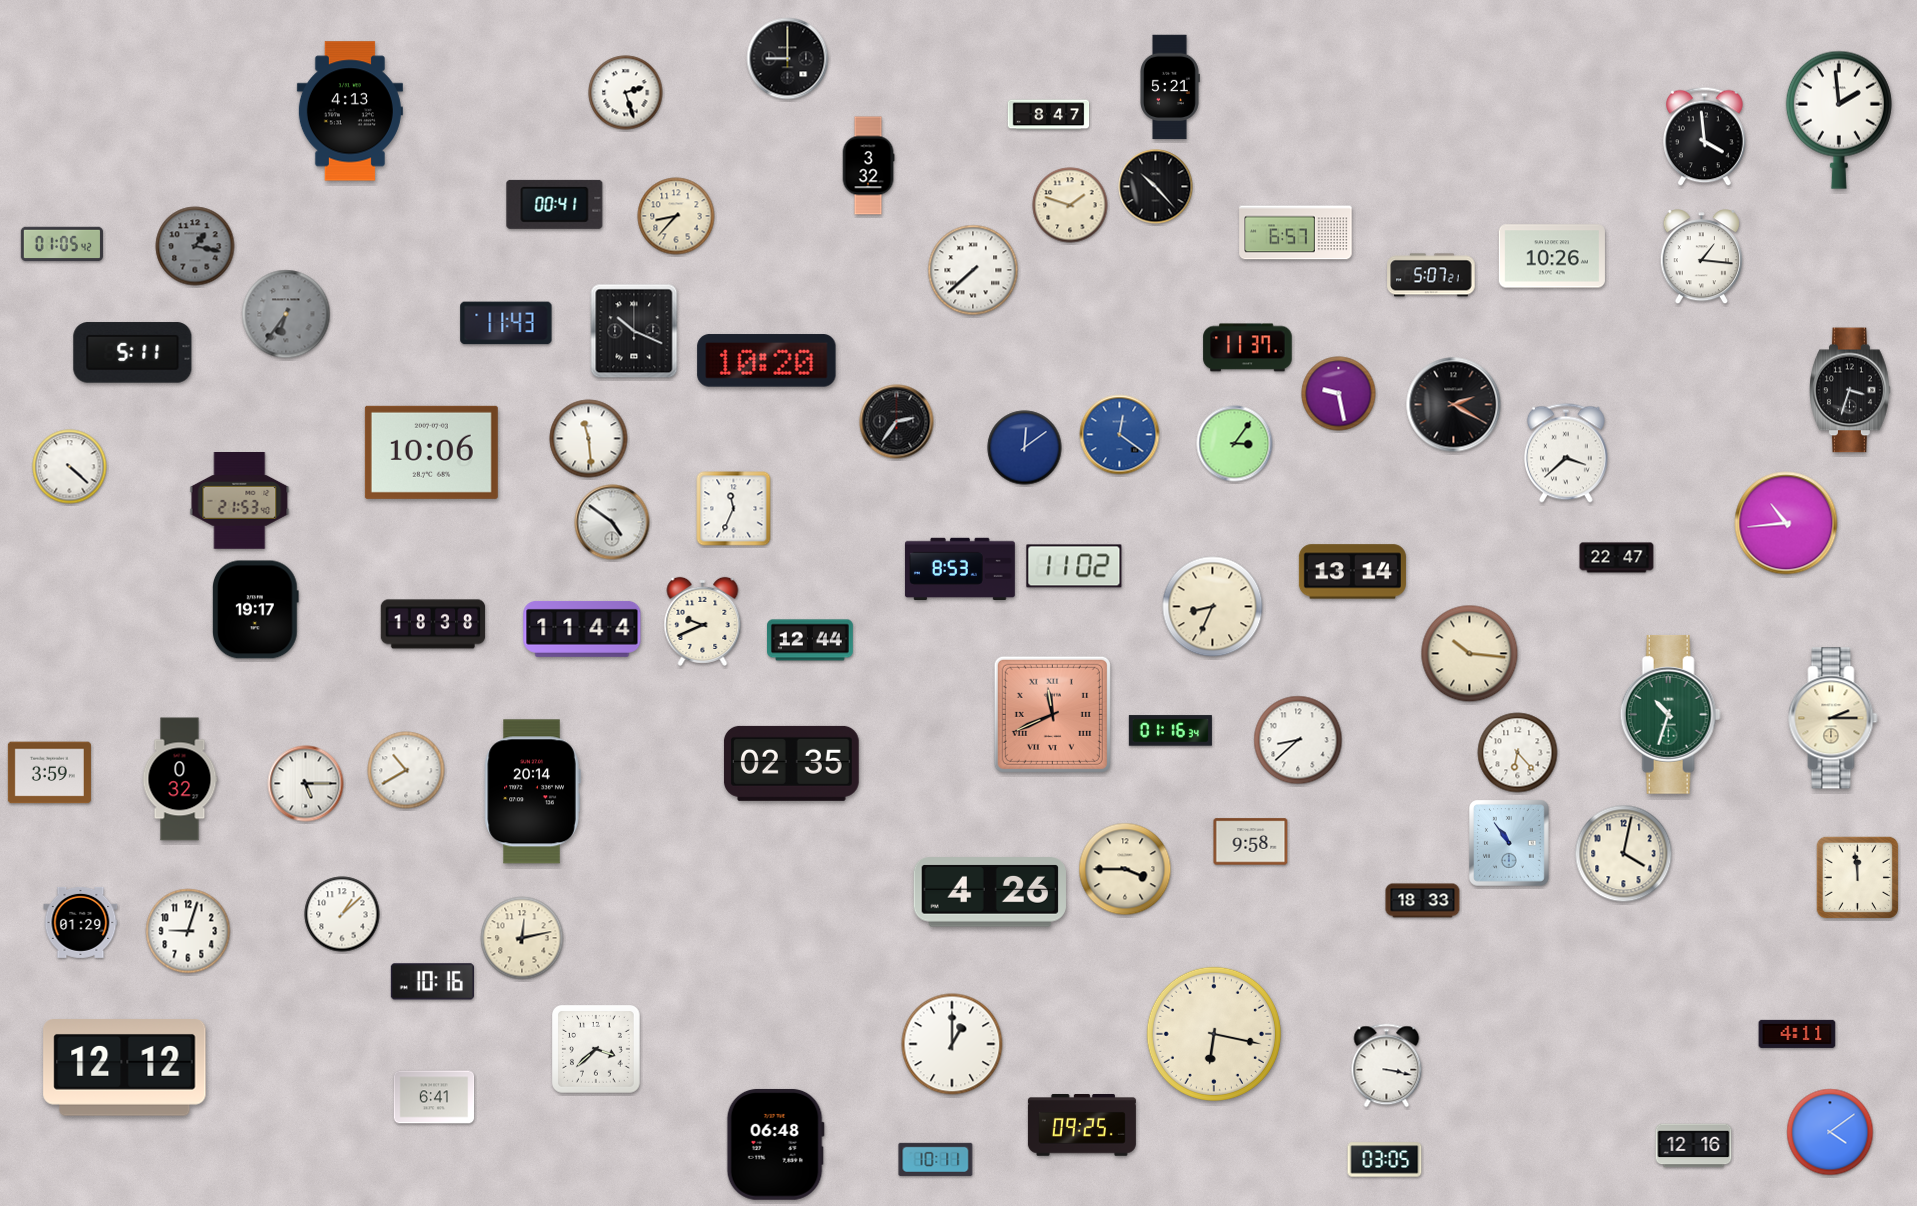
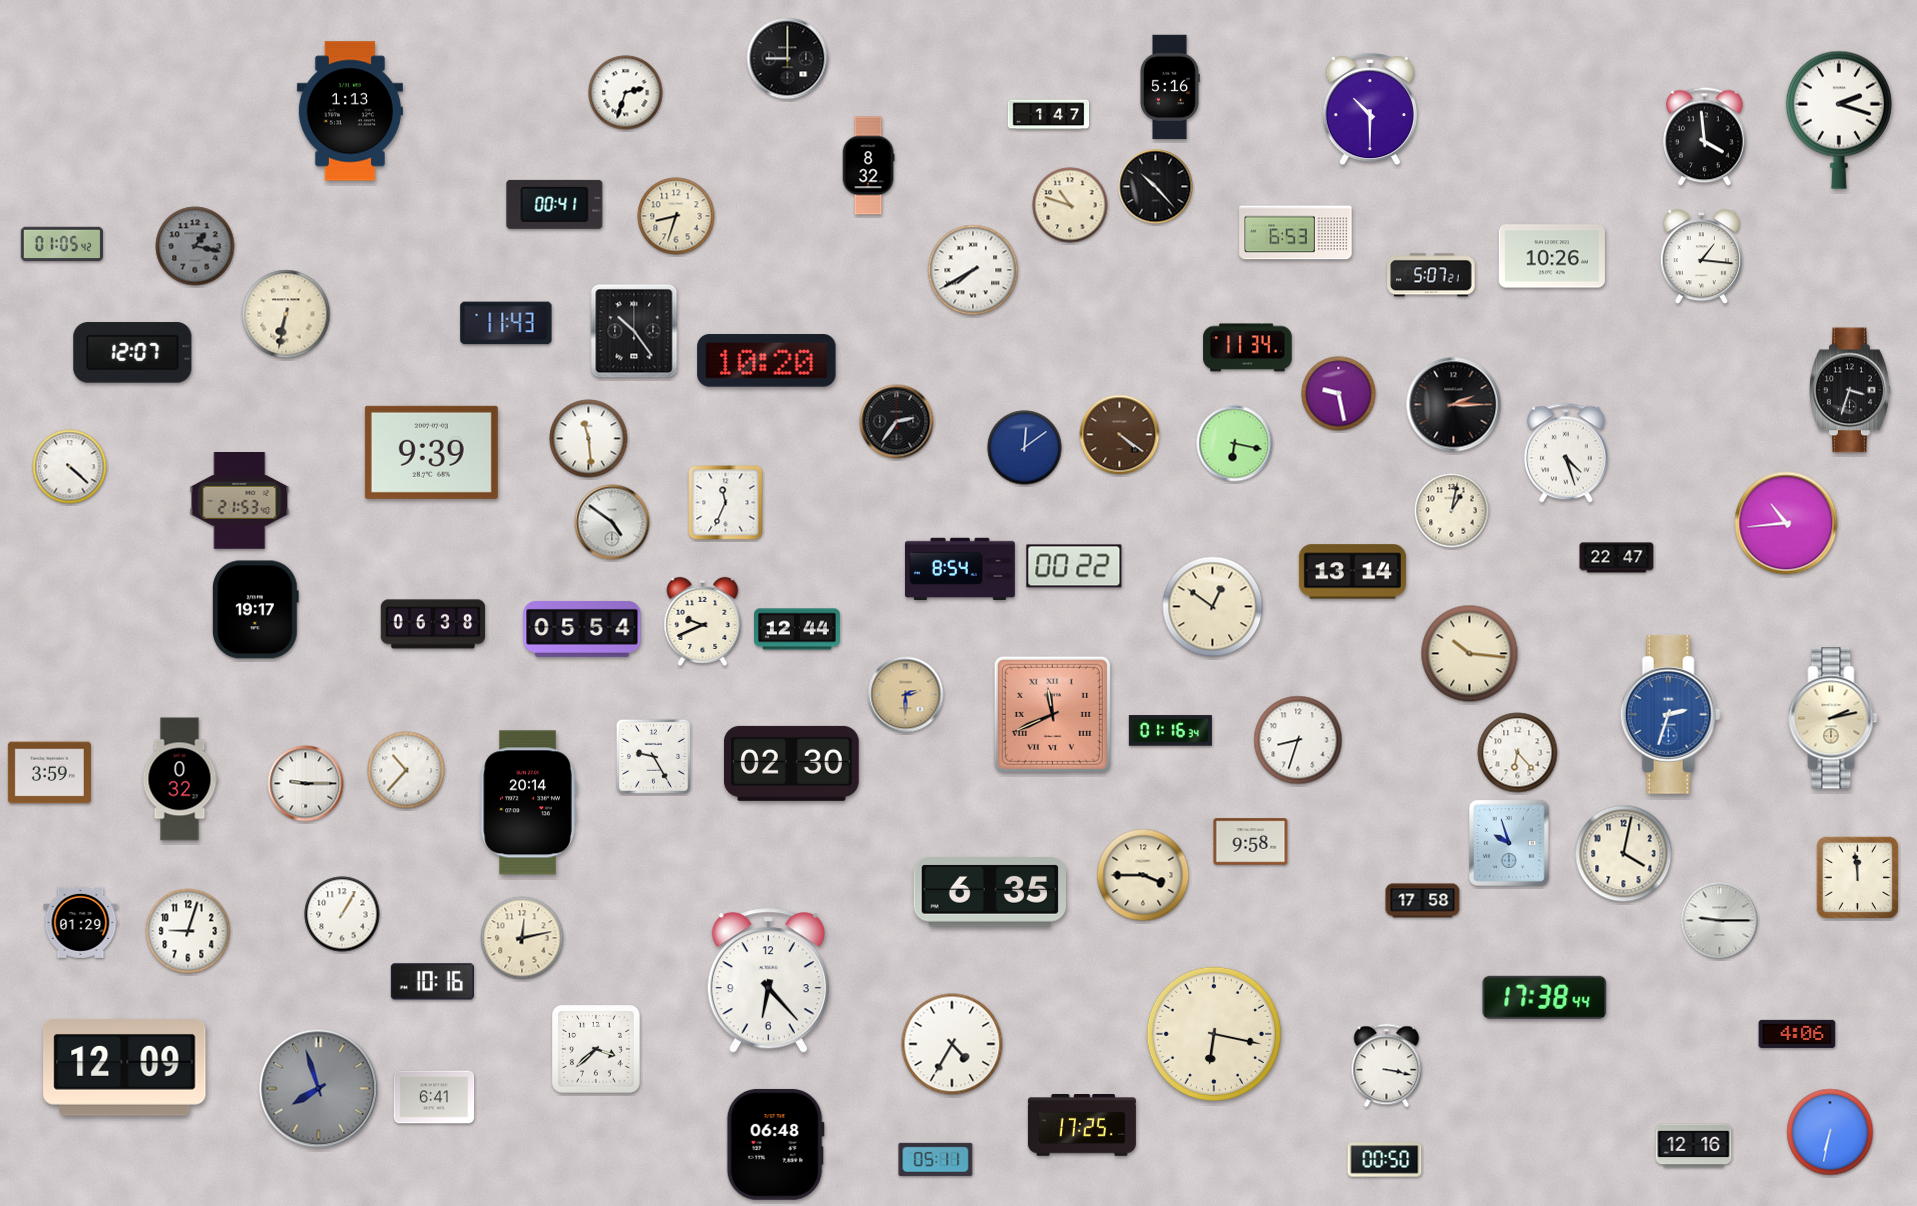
clock at (1170, 87): 5:21 -> 5:16
clock at (626, 93): 2:27 -> 2:33
clock at (1370, 110): none -> 10:30
clock at (350, 111): 4:13 -> 1:13
clock at (1049, 115): 8:47 -> 1:47
clock at (1839, 120): 1:59 -> 2:18
clock at (868, 166): 3:32 -> 8:32
clock at (1070, 205): 1:48 -> 10:48
clock at (676, 216): 8:37 -> 8:33
clock at (1296, 233): 6:57 -> 6:53
clock at (973, 270): 7:38 -> 7:40
clock at (286, 314): 6:36 -> 6:32
clock at (286, 314) dial: grey -> cream
clock at (634, 331): 10:19 -> 10:24
clock at (1248, 348): 11:37 -> 11:34
clock at (133, 353): 5:11 -> 12:07
clock at (1454, 405): 2:20 -> 2:15
clock at (1120, 435): 12:21 -> 4:21
clock at (1120, 435) dial: blue -> brown
clock at (1235, 444): 3:06 -> 6:17
clock at (431, 452): 10:06 -> 9:39
clock at (1566, 453): 3:38 -> 4:27
clock at (734, 509) position: (734, 509) -> (726, 503)
clock at (1452, 511): none -> 1:02
clock at (1074, 566): 11:02 -> 00:22
clock at (960, 568): 8:53 -> 8:54
clock at (1213, 607): 8:34 -> 12:51
clock at (433, 624): 18:38 -> 06:38
clock at (582, 629): 11:44 -> 05:54
clock at (811, 640) position: (811, 640) -> (798, 629)
clock at (906, 695): none -> 2:30
clock at (1670, 714): 10:33 -> 2:33
clock at (1670, 714) dial: green -> blue
clock at (1833, 718): 2:15 -> 2:13
clock at (1298, 740): 8:38 -> 8:33
clock at (653, 756): none -> 9:25
clock at (791, 763): 02:35 -> 02:30
clock at (406, 770): 10:40 -> 10:37
clock at (306, 784): 5:15 -> 9:15
clock at (532, 792) position: (532, 792) -> (528, 803)
clock at (1510, 844): 10:54 -> 9:57
clock at (1125, 869) position: (1125, 869) -> (1143, 875)
clock at (990, 892): 4:26 -> 6:35
clock at (1423, 901): 18:33 -> 17:58
clock at (342, 914): 1:08 -> 1:05
clock at (1720, 921): none -> 9:15
clock at (768, 981): none -> 6:23
clock at (1545, 997): none -> 17:38
clock at (1797, 1034): 4:11 -> 4:06
clock at (952, 1044): 1:00 -> 4:35
clock at (125, 1068): 12:12 -> 12:09
clock at (319, 1089): none -> 7:57
clock at (1082, 1126): 09:25 -> 17:25
clock at (1830, 1132): 4:09 -> 6:32
clock at (936, 1159): 10:11 -> 05:11
clock at (1385, 1160): 03:05 -> 00:50
